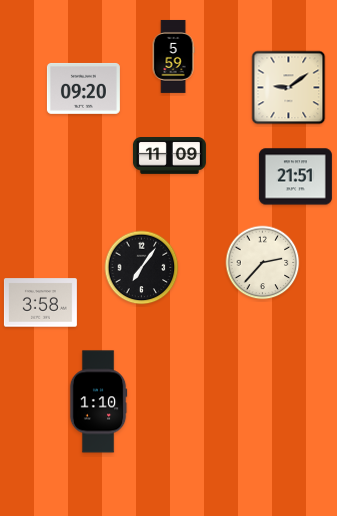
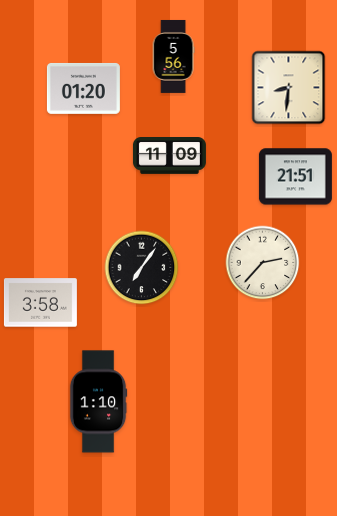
clock at (173, 56): 5:59 -> 5:56
clock at (83, 88): 09:20 -> 01:20
clock at (289, 88): 9:09 -> 8:31
